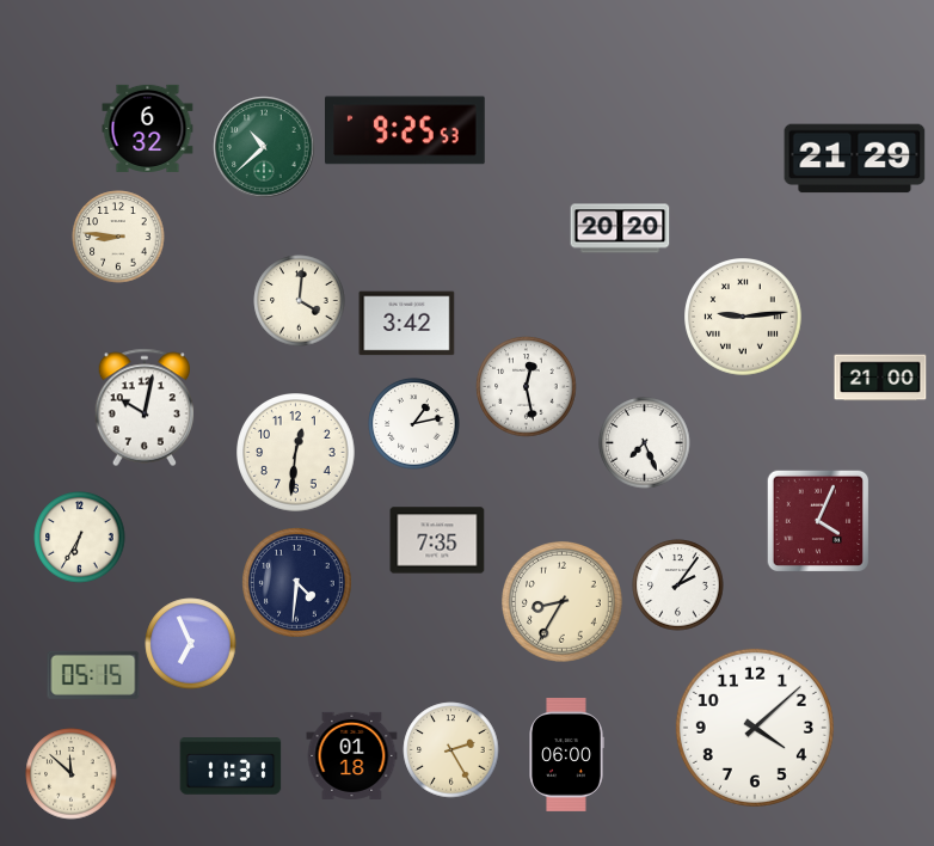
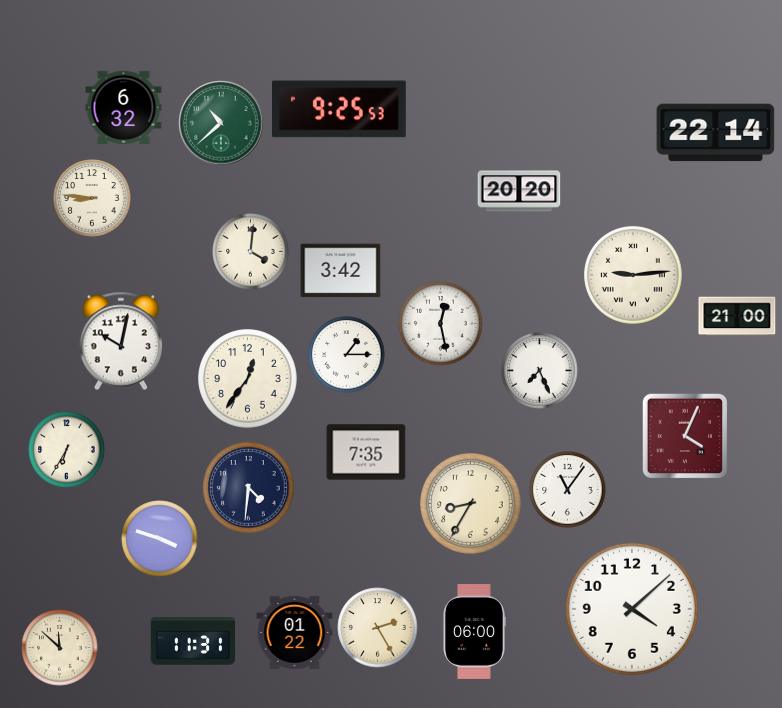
clock at (855, 159): 21:29 -> 22:14
clock at (118, 237) position: (118, 237) -> (92, 198)
clock at (744, 318) position: (744, 318) -> (634, 276)
clock at (414, 424): 1:13 -> 1:15
clock at (296, 453): 12:31 -> 12:36
clock at (678, 586): 2:06 -> 11:06
clock at (191, 644): 6:56 -> 3:48
clock at (93, 675): 05:15 -> none
clock at (352, 755): 01:18 -> 01:22
